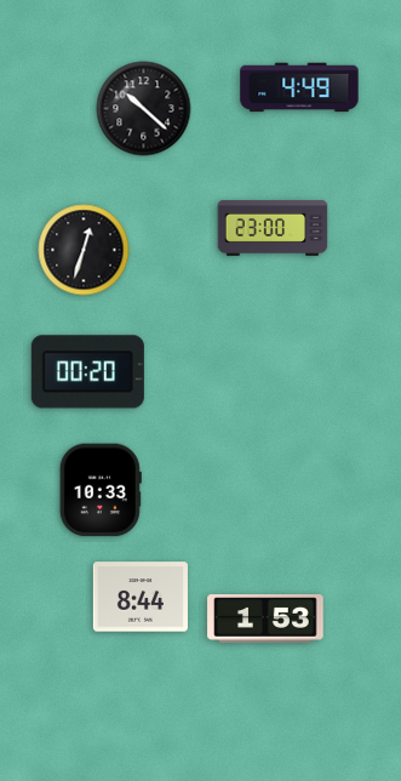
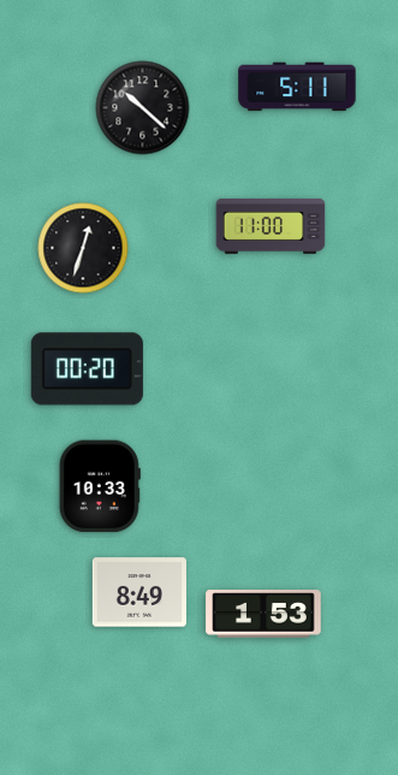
clock at (299, 87): 4:49 -> 5:11
clock at (273, 228): 23:00 -> 11:00
clock at (141, 597): 8:44 -> 8:49
